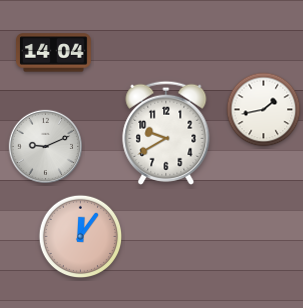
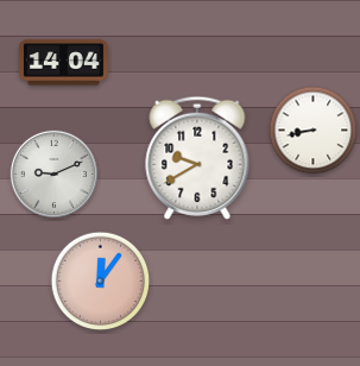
clock at (264, 110): 1:43 -> 8:43
clock at (81, 237) position: (81, 237) -> (101, 282)
